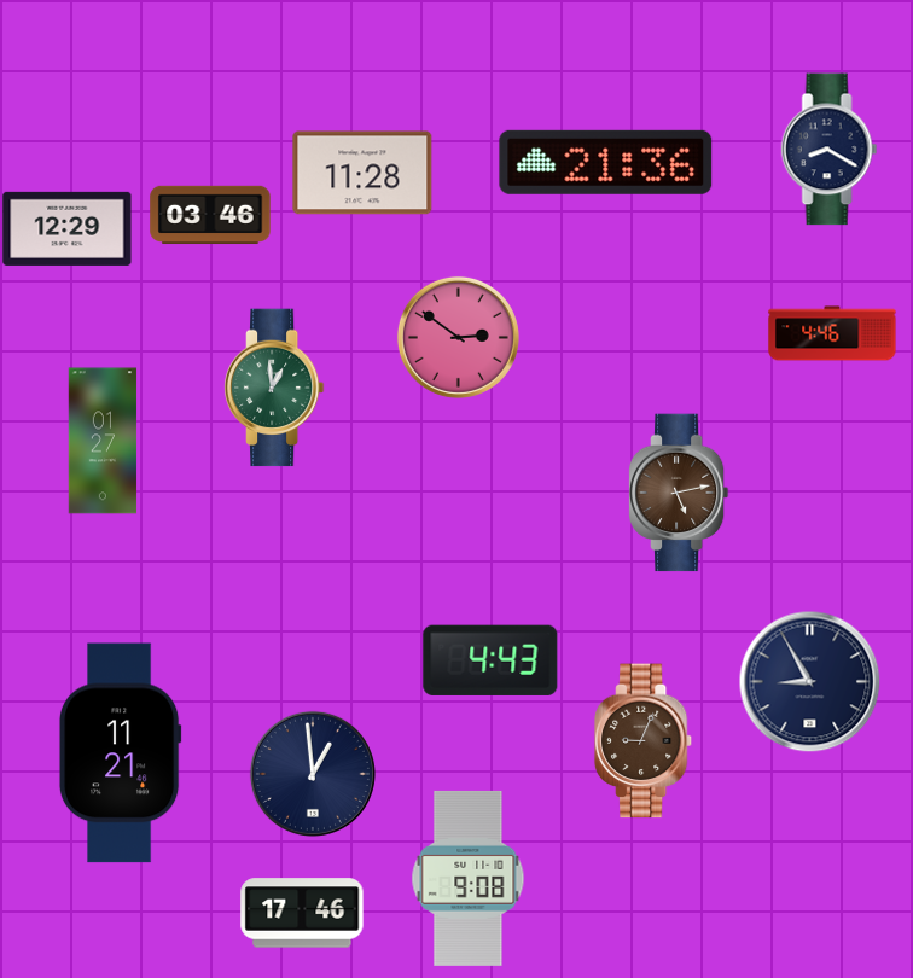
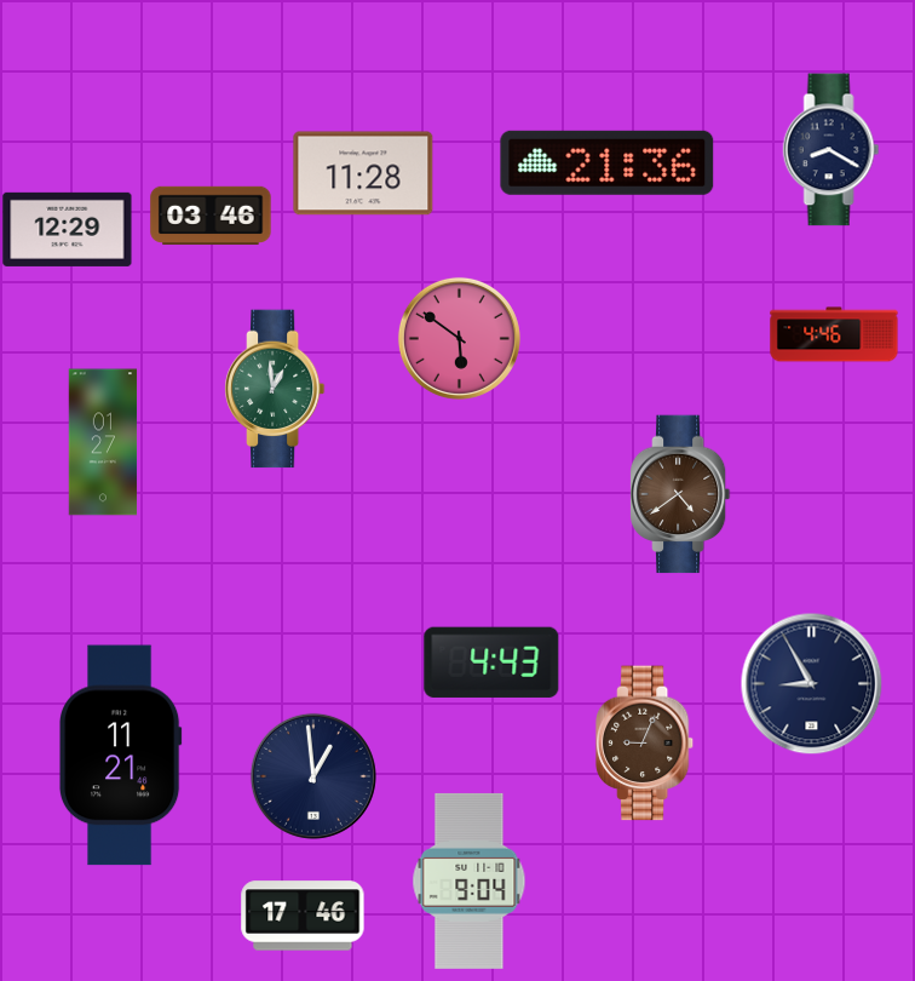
clock at (458, 337): 2:51 -> 5:51
clock at (679, 493): 5:13 -> 4:39
clock at (469, 878): 9:08 -> 9:04
